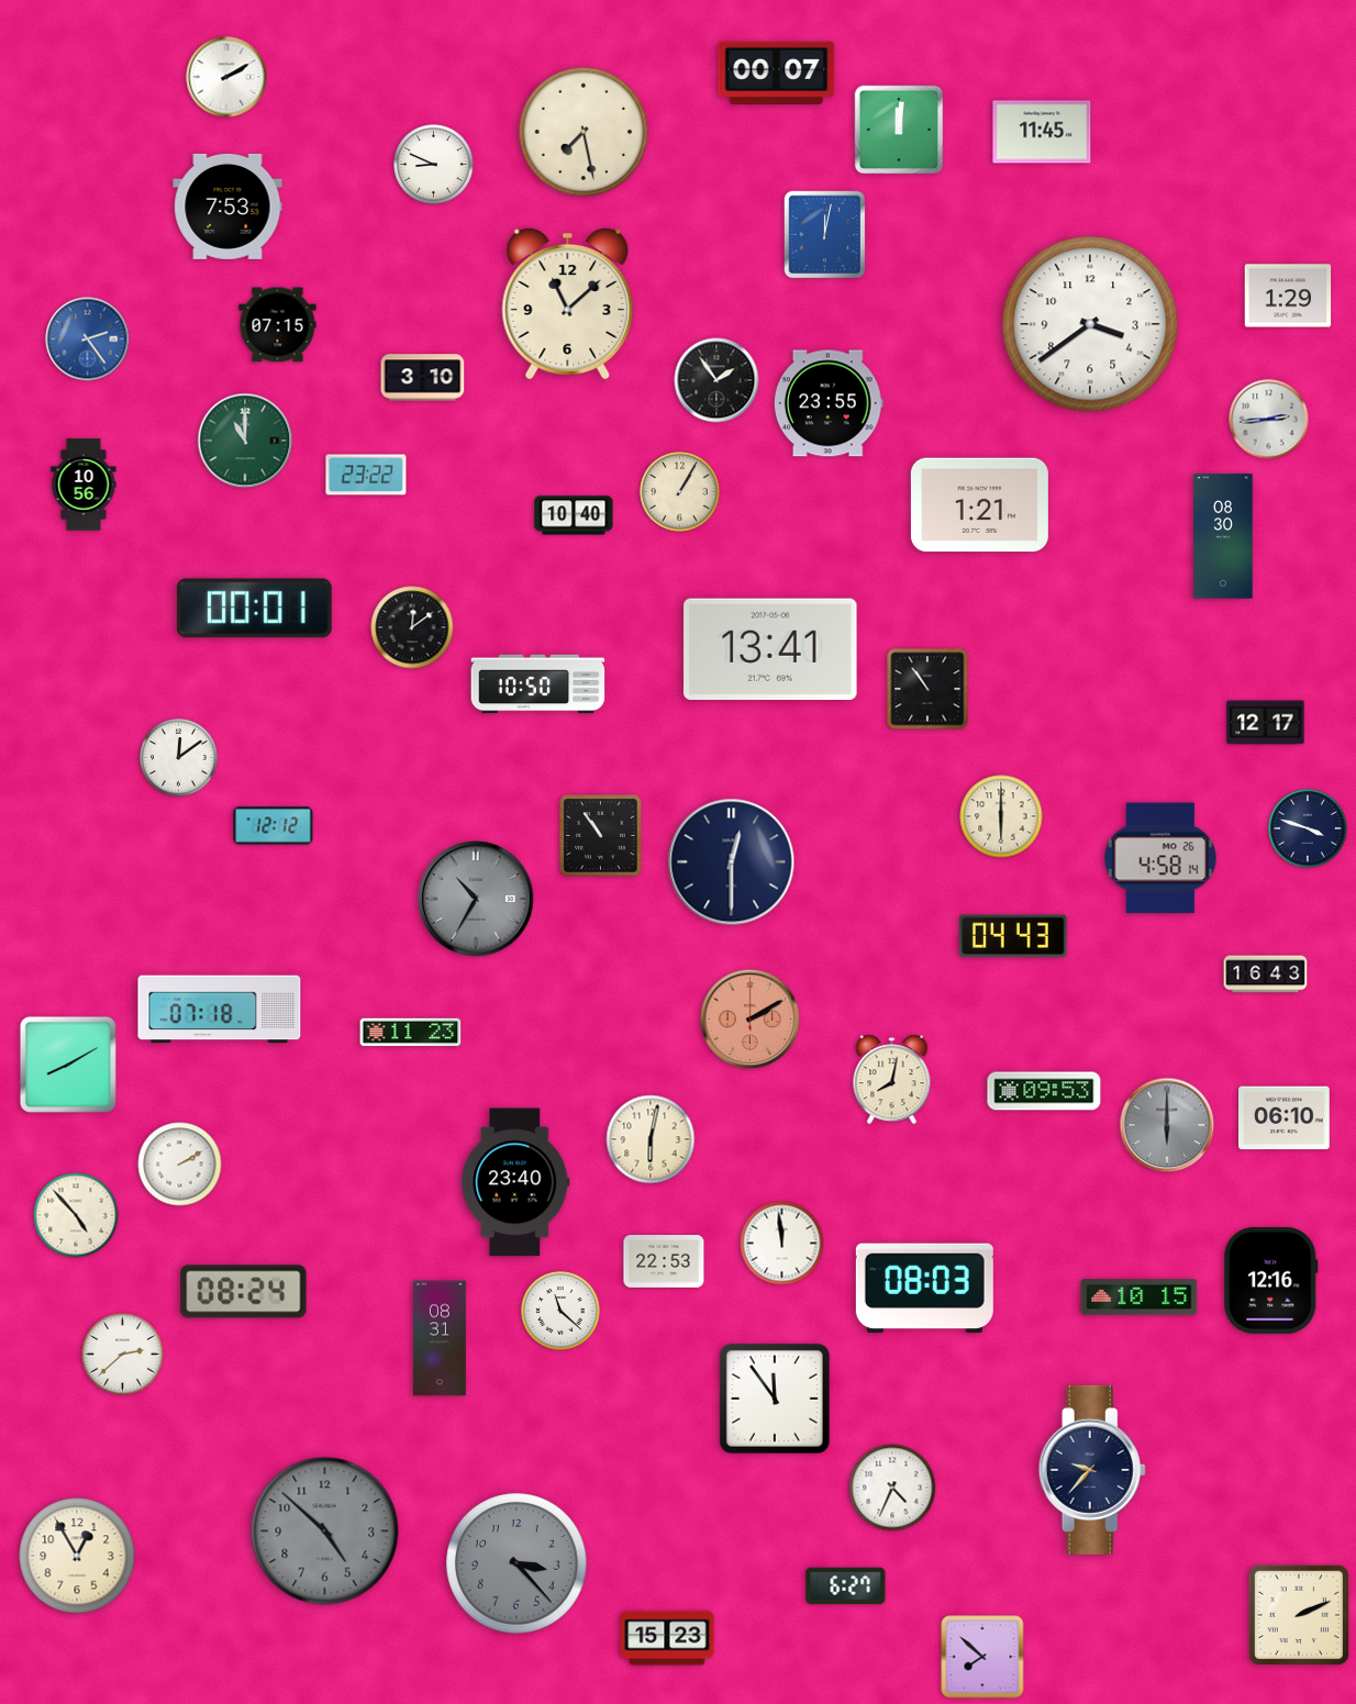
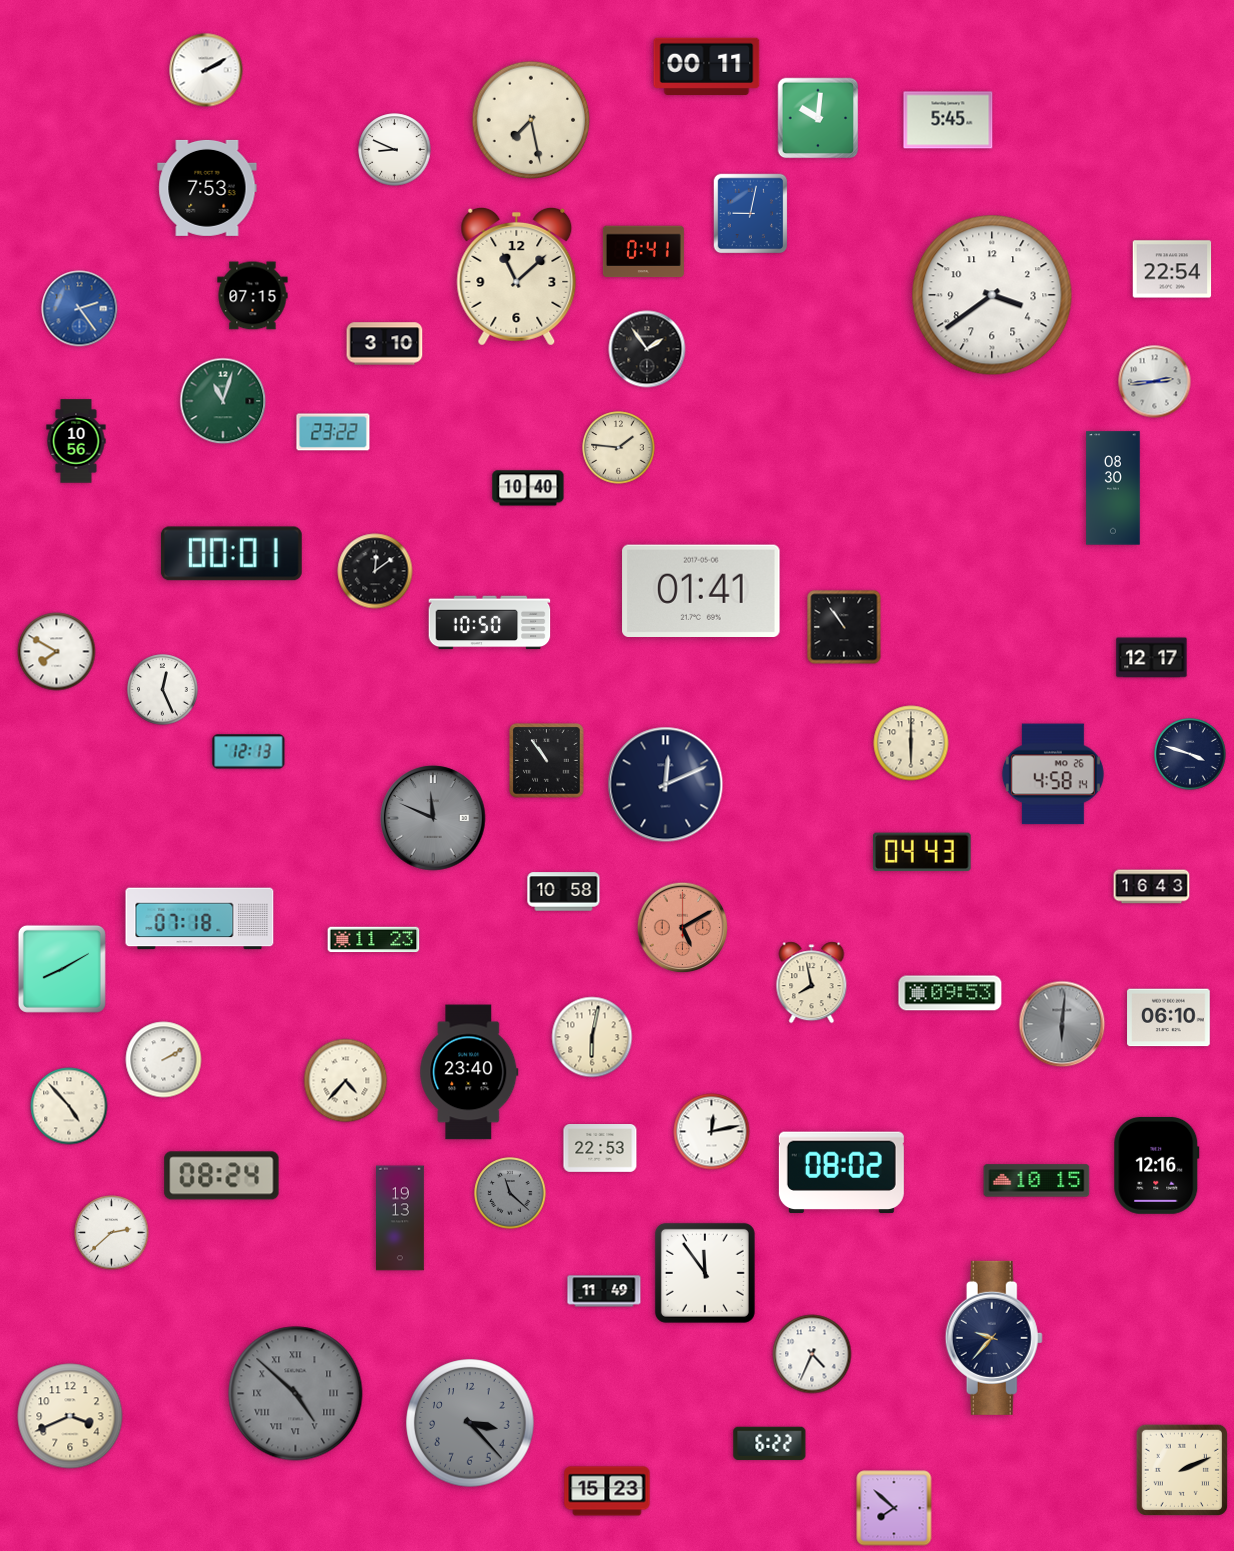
clock at (777, 74): 00:07 -> 00:11
clock at (899, 130): 12:01 -> 10:01
clock at (1042, 132): 11:45 -> 5:45
clock at (825, 235): 12:02 -> 9:02
clock at (643, 252): none -> 0:41
clock at (1288, 296): 1:29 -> 22:54
clock at (716, 380) position: (716, 380) -> (647, 349)
clock at (829, 403): 23:55 -> none
clock at (245, 441): 11:00 -> 11:03
clock at (680, 492): 1:05 -> 1:46
clock at (979, 505): 1:21 -> none
clock at (574, 515) position: (574, 515) -> (528, 488)
clock at (770, 648): 13:41 -> 01:41
clock at (57, 652): none -> 7:50
clock at (179, 758): 12:09 -> 12:26
clock at (274, 826): 12:12 -> 12:13
clock at (1160, 858) position: (1160, 858) -> (1053, 774)
clock at (732, 862): 12:30 -> 12:11
clock at (476, 899): 10:35 -> 11:49
clock at (564, 892): none -> 10:58
clock at (751, 1020): 2:10 -> 5:10
clock at (892, 1080): 8:02 -> 7:58
clock at (1167, 1125): 6:00 -> 6:01
clock at (515, 1182) position: (515, 1182) -> (469, 1072)
clock at (346, 1081): none -> 4:37
clock at (782, 1244): 11:59 -> 12:13
clock at (664, 1262) position: (664, 1262) -> (600, 1149)
clock at (924, 1289): 08:03 -> 08:02
clock at (560, 1311) dial: white -> grey
clock at (441, 1338): 08:31 -> 19:13
clock at (604, 1291): none -> 11:49
clock at (325, 1532) numerals: Arabic -> Roman
clock at (77, 1556): 12:55 -> 3:41
clock at (846, 1585): 6:27 -> 6:22
